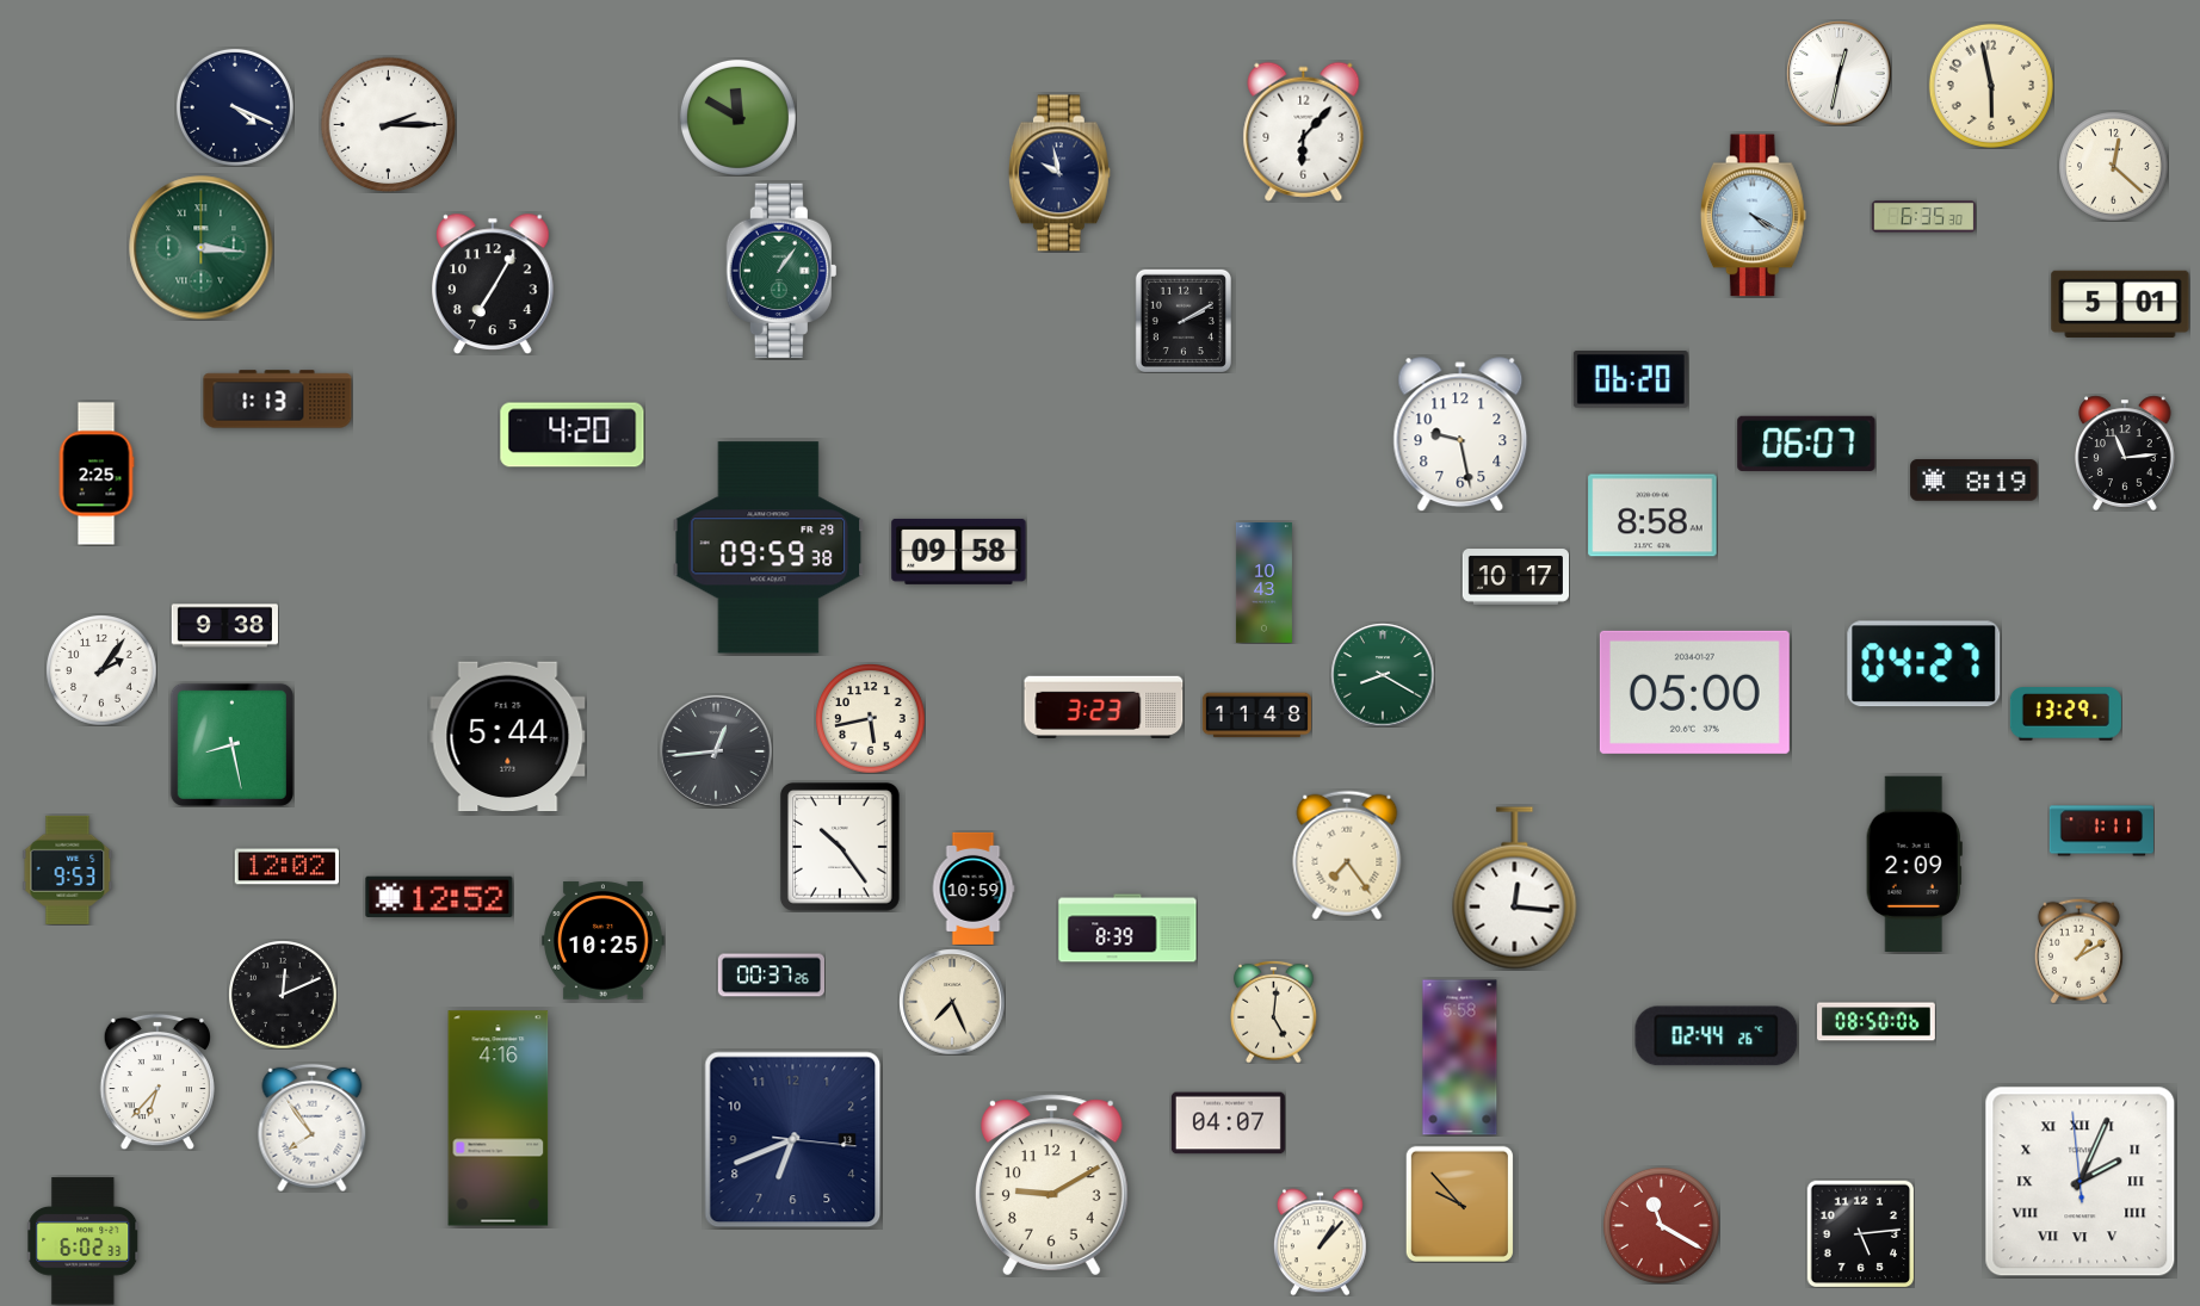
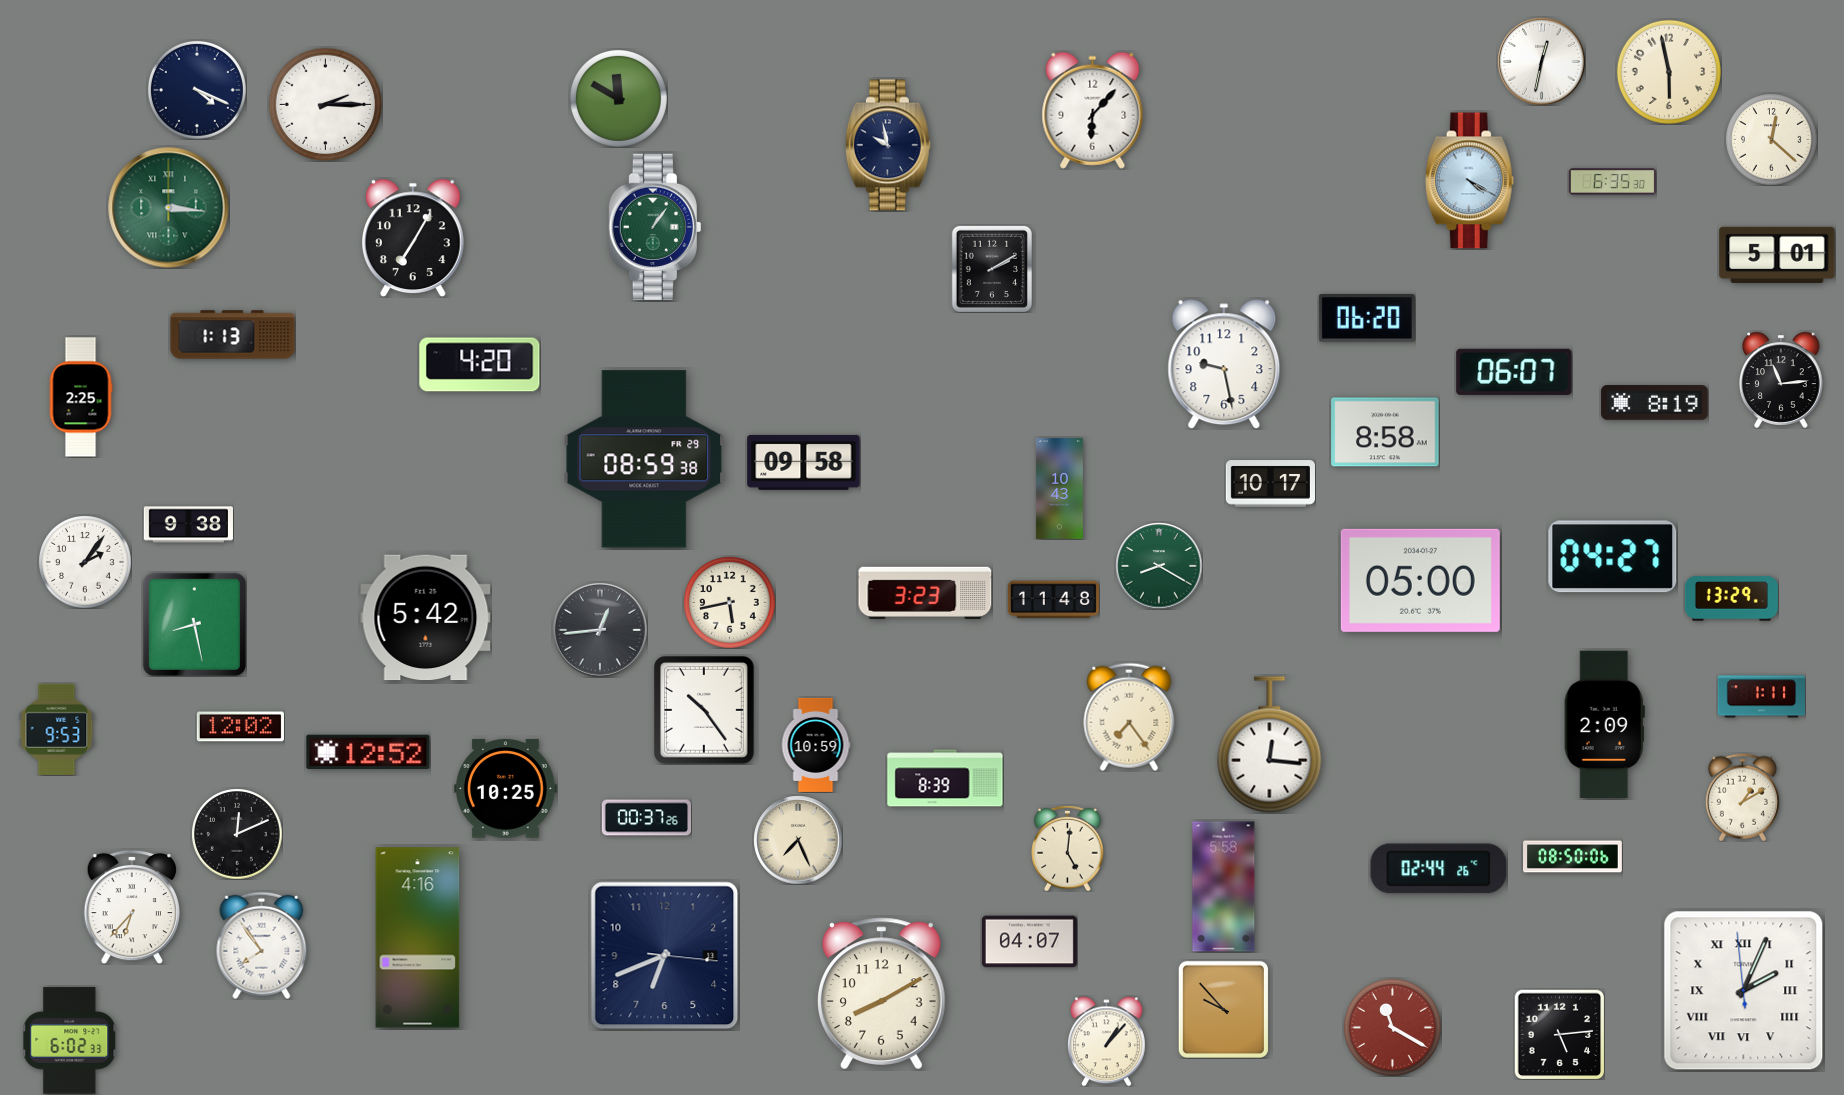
clock at (768, 547): 09:59 -> 08:59
clock at (508, 737): 5:44 -> 5:42
clock at (1051, 1186): 9:10 -> 8:10
